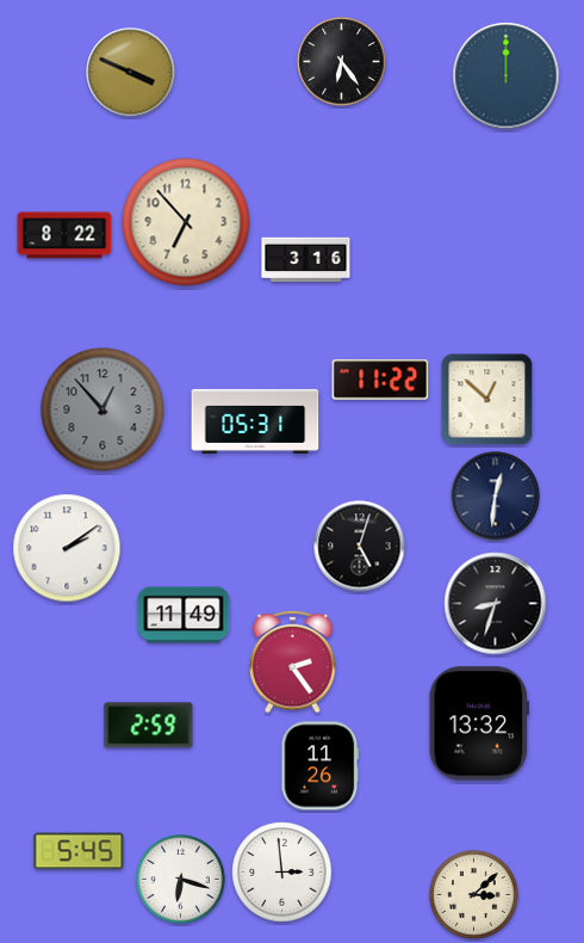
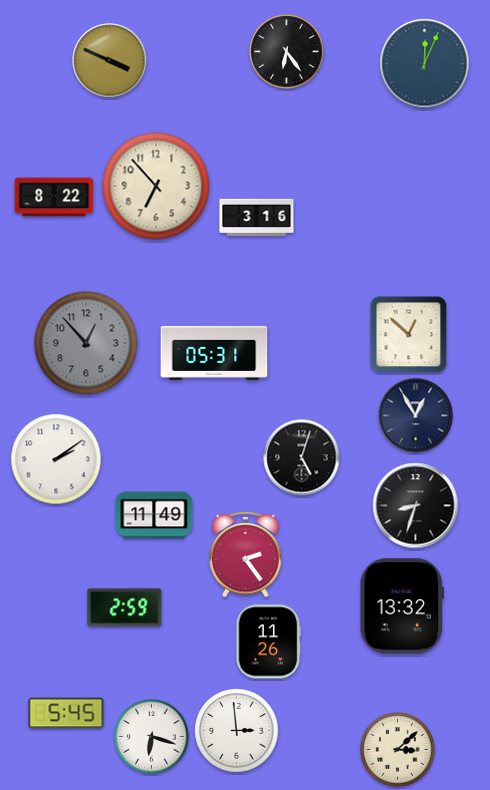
clock at (507, 76): 12:00 -> 12:04
clock at (380, 380): 11:22 -> none
clock at (496, 497): 12:31 -> 12:55
